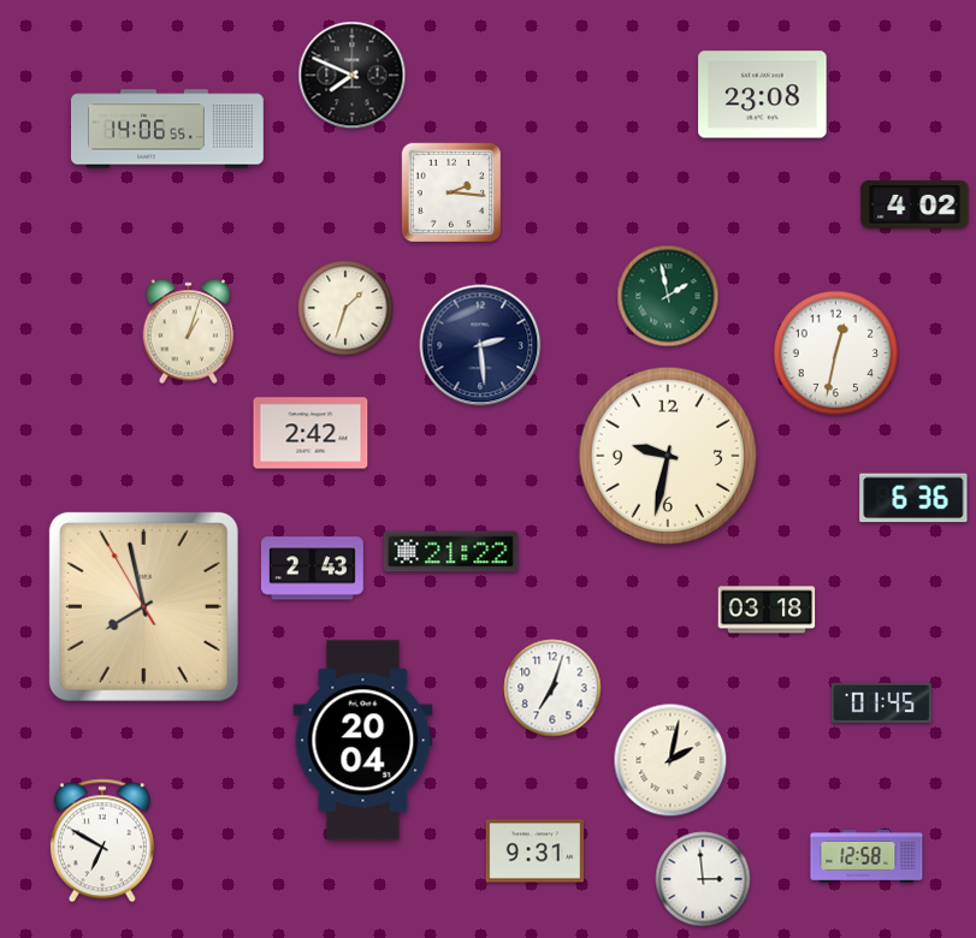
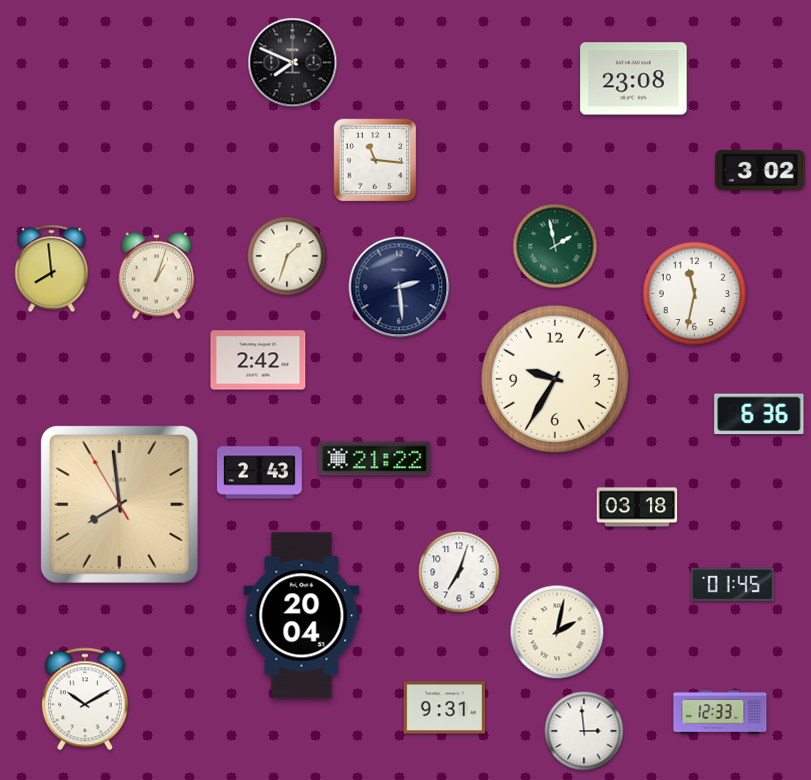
clock at (167, 129): 14:06 -> none
clock at (451, 192): 2:16 -> 11:16
clock at (915, 204): 4:02 -> 3:02
clock at (52, 269): none -> 7:59
clock at (836, 354): 12:32 -> 11:32
clock at (667, 455): 9:32 -> 9:35
clock at (143, 606): 7:57 -> 7:58
clock at (102, 841): 6:50 -> 10:10
clock at (866, 856): 12:58 -> 12:33
